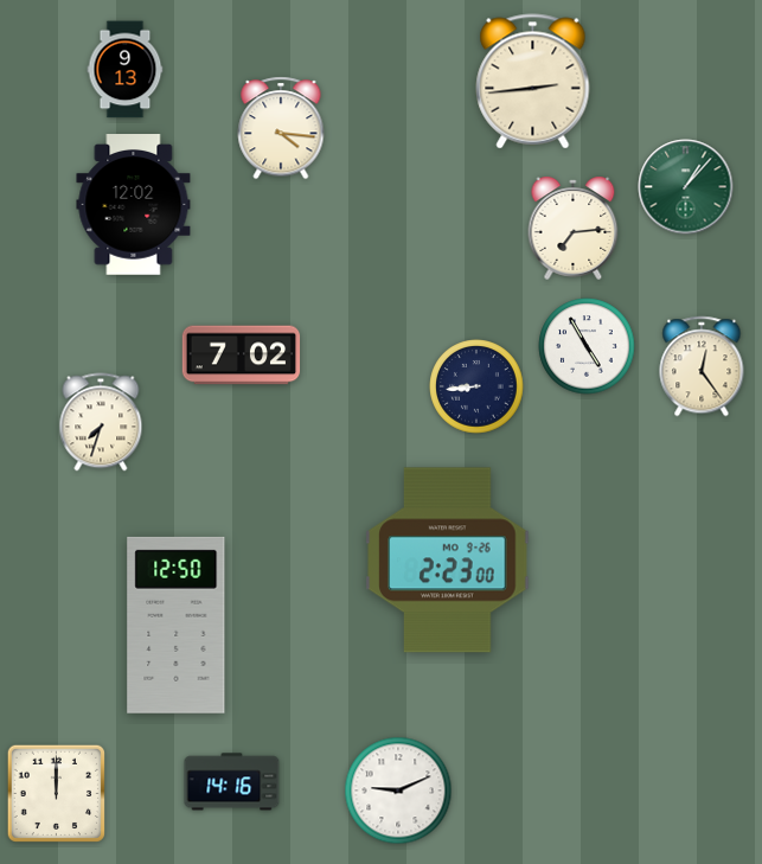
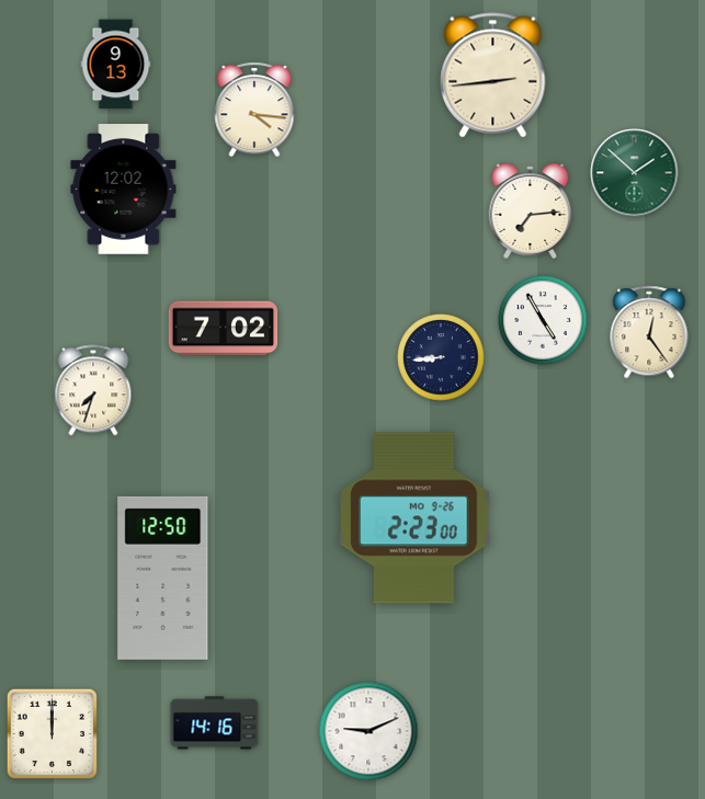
clock at (281, 128) position: (281, 128) -> (254, 110)
clock at (686, 187): 1:07 -> 1:52
clock at (702, 366) position: (702, 366) -> (649, 332)
